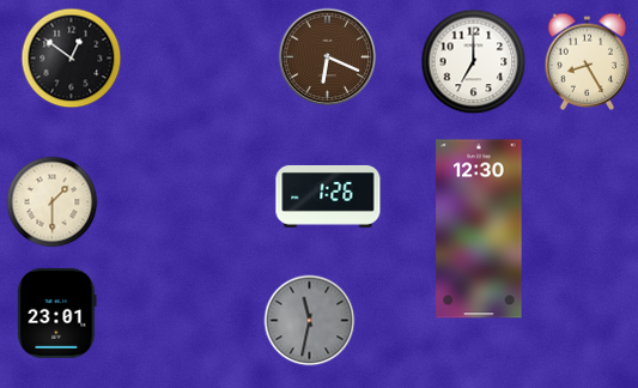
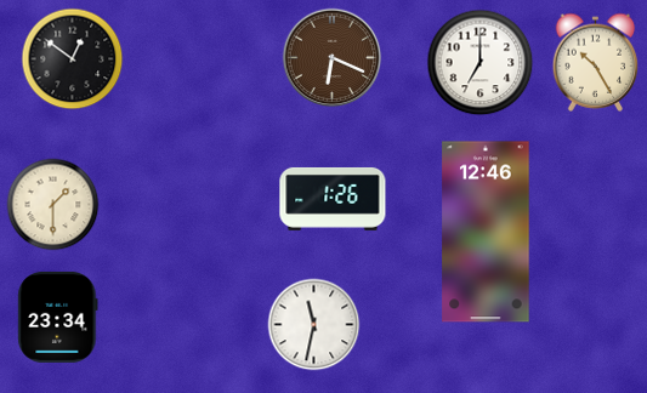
clock at (588, 61): 8:25 -> 10:25
clock at (479, 229): 12:30 -> 12:46
clock at (57, 313): 23:01 -> 23:34
clock at (310, 321) dial: grey -> white
